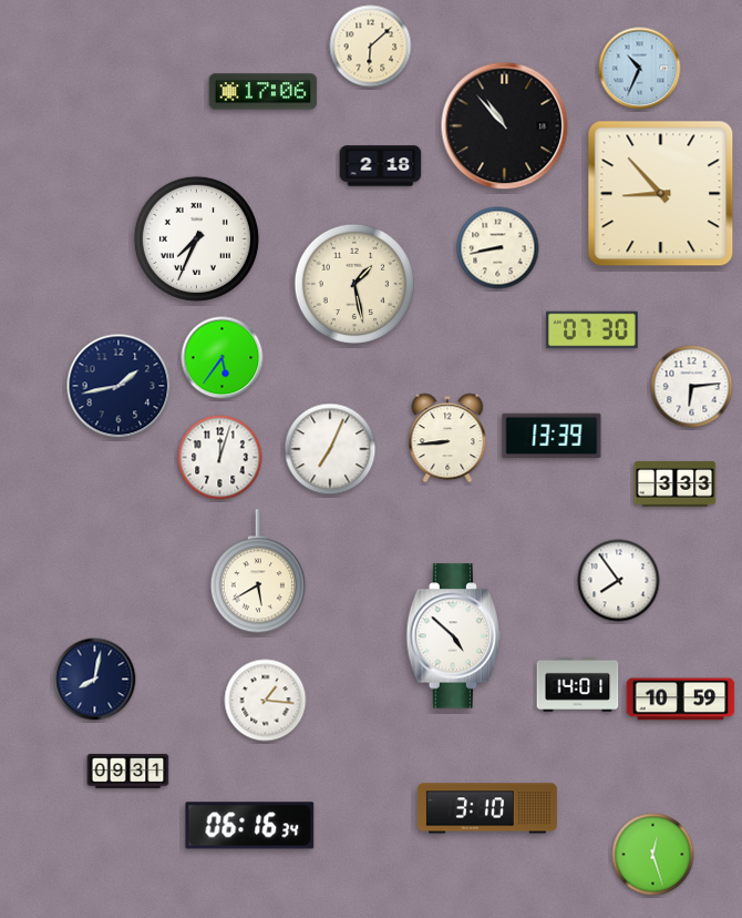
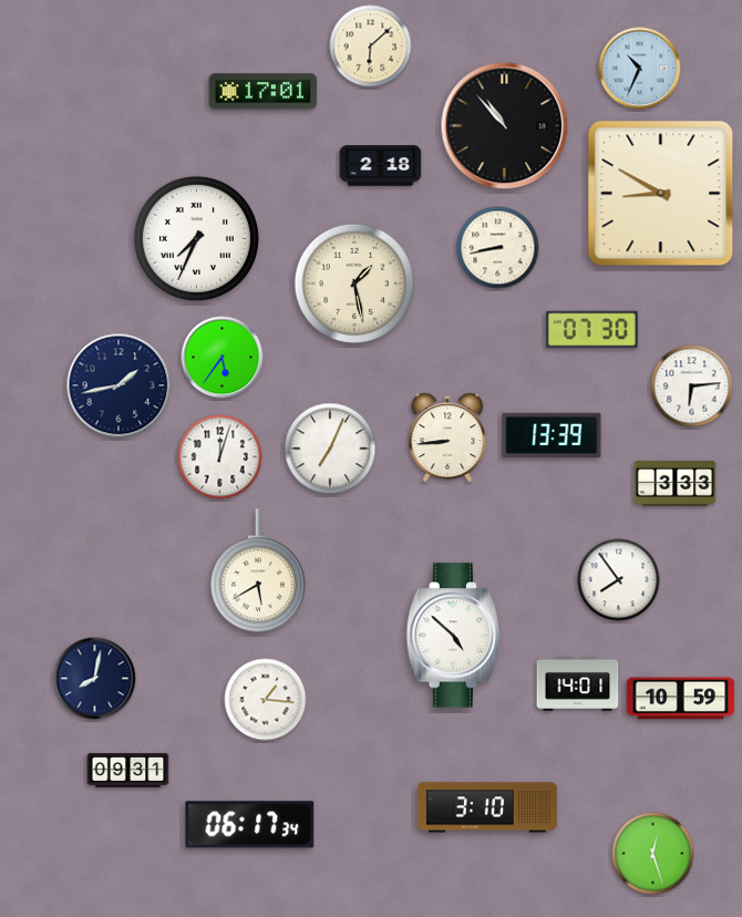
clock at (264, 92): 17:06 -> 17:01
clock at (661, 194): 8:53 -> 8:50
clock at (250, 826): 06:16 -> 06:17
